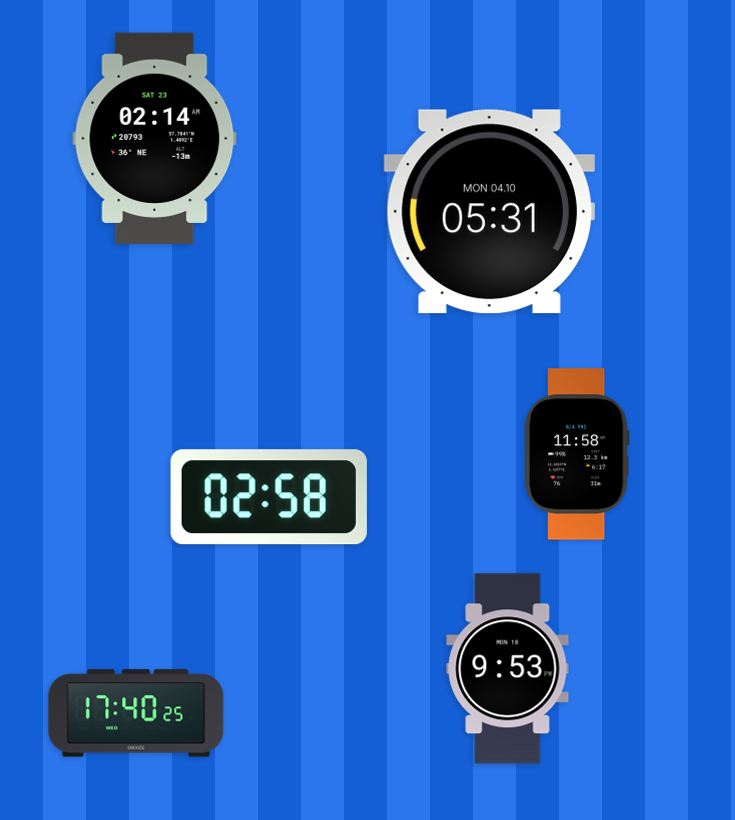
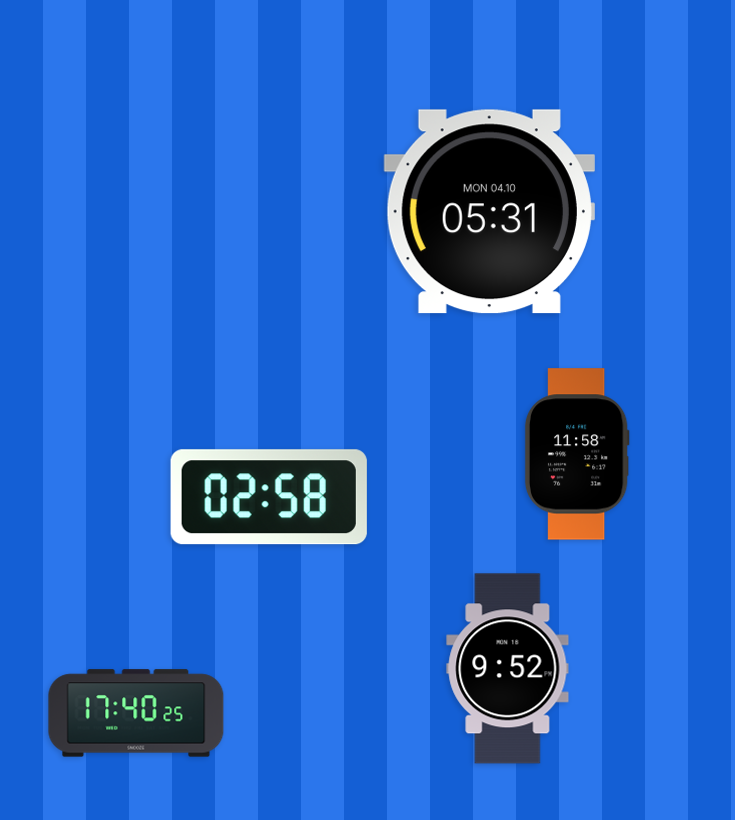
clock at (155, 138): 02:14 -> none
clock at (508, 669): 9:53 -> 9:52
